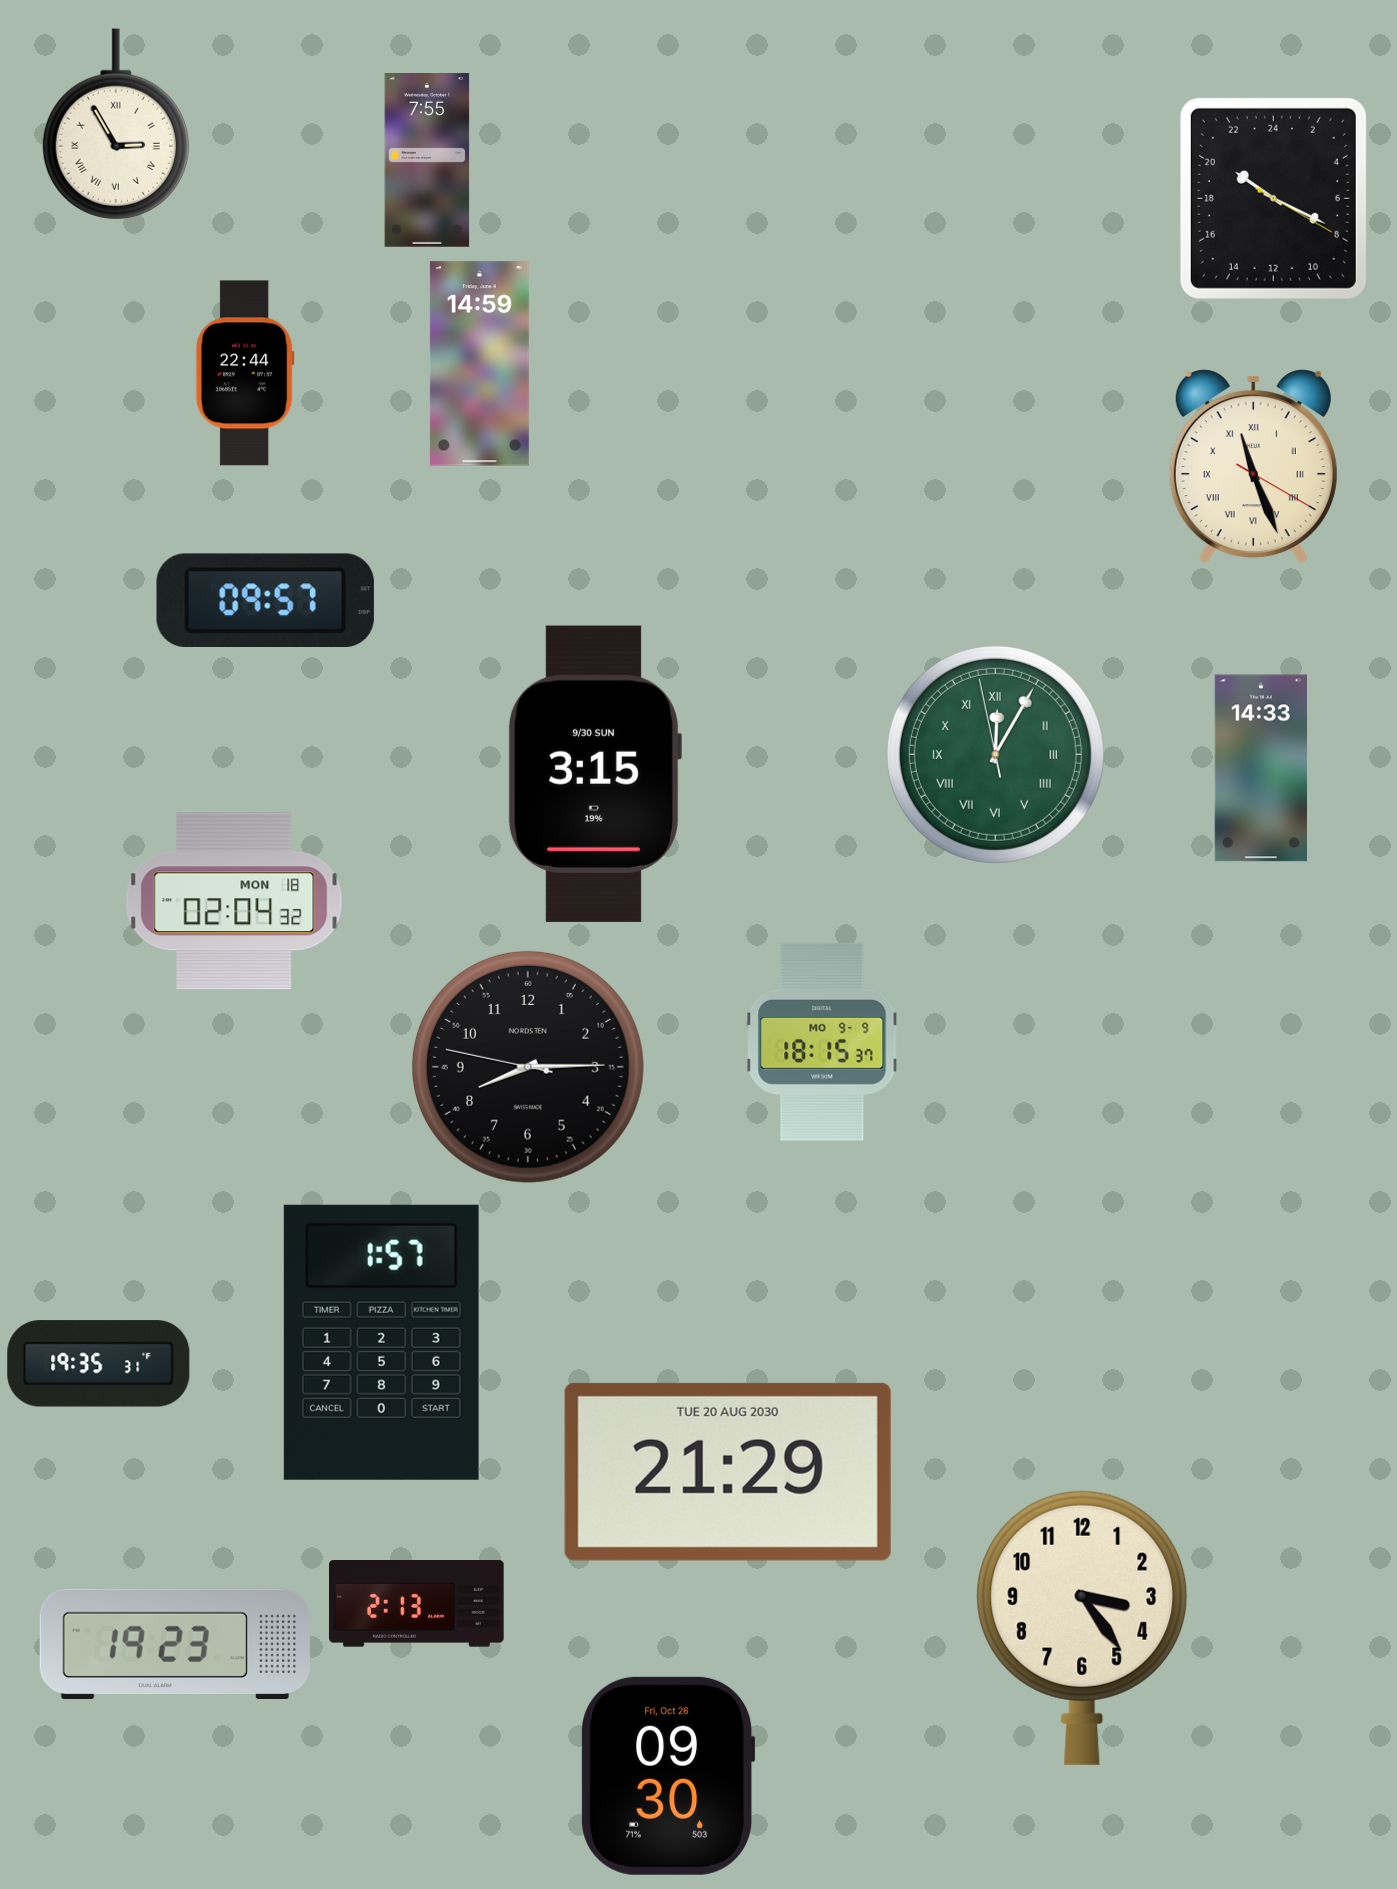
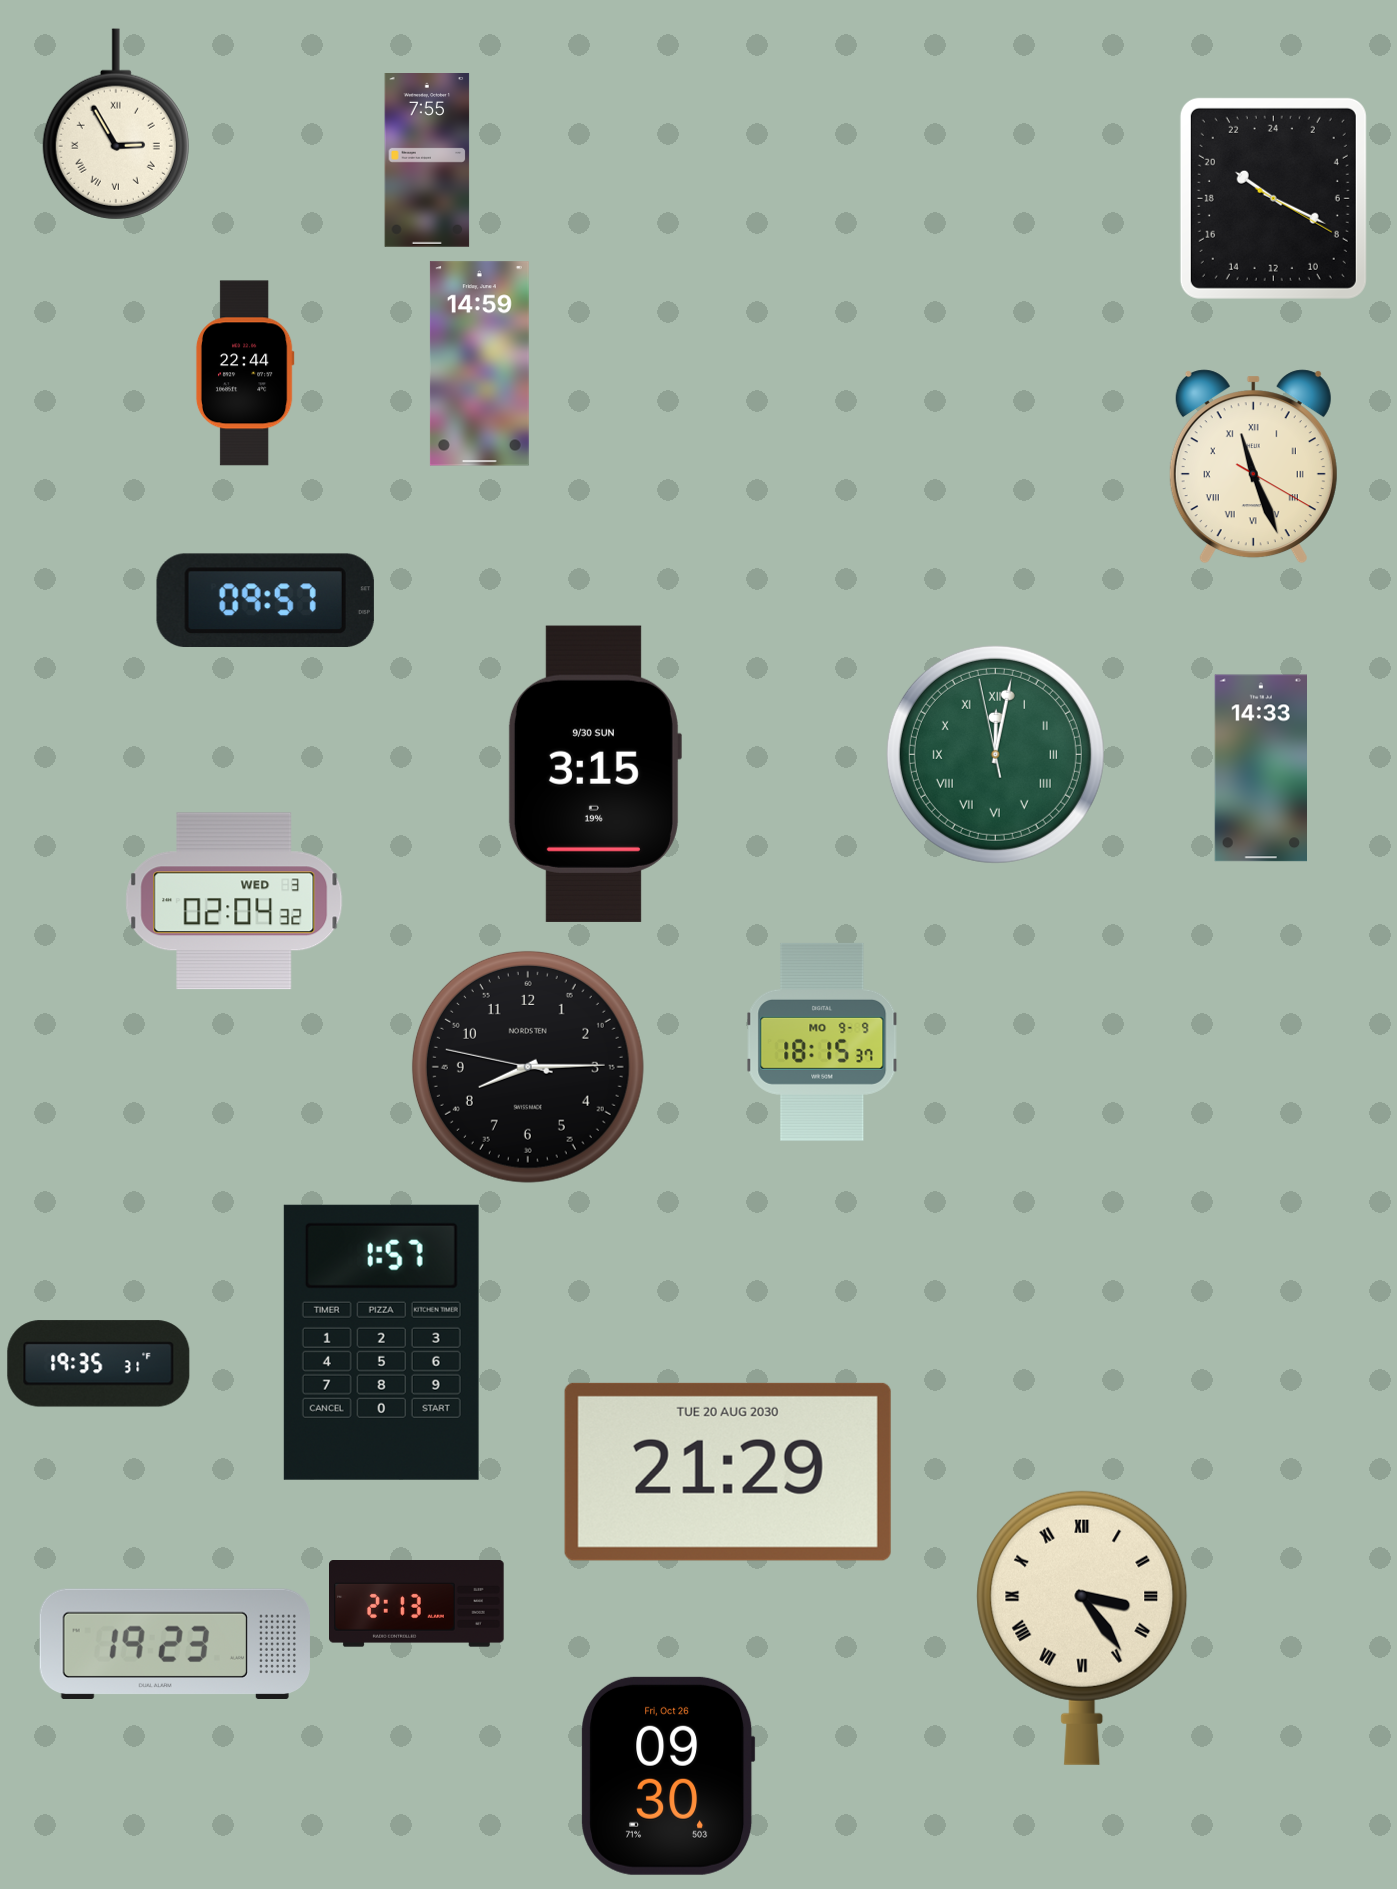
clock at (995, 754): 12:04 -> 12:01
clock at (234, 901) date: MON 18 -> WED 3
clock at (1082, 1628) numerals: Arabic -> Roman
